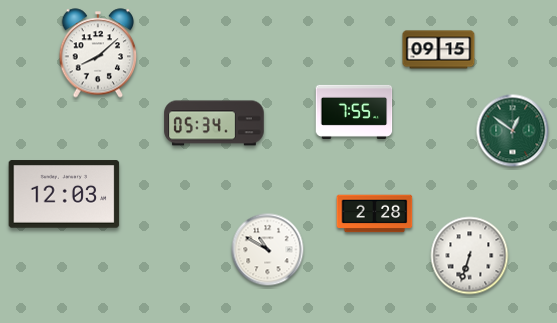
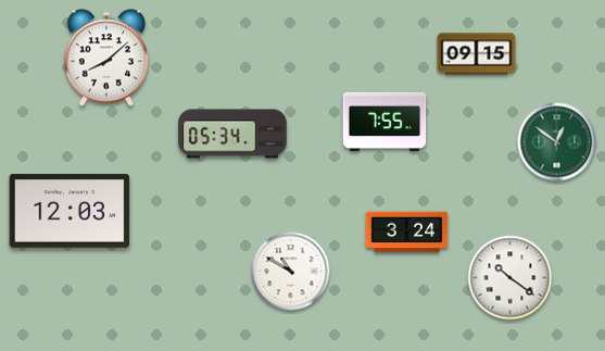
clock at (375, 214): 2:28 -> 3:24
clock at (470, 256): 6:33 -> 10:21
